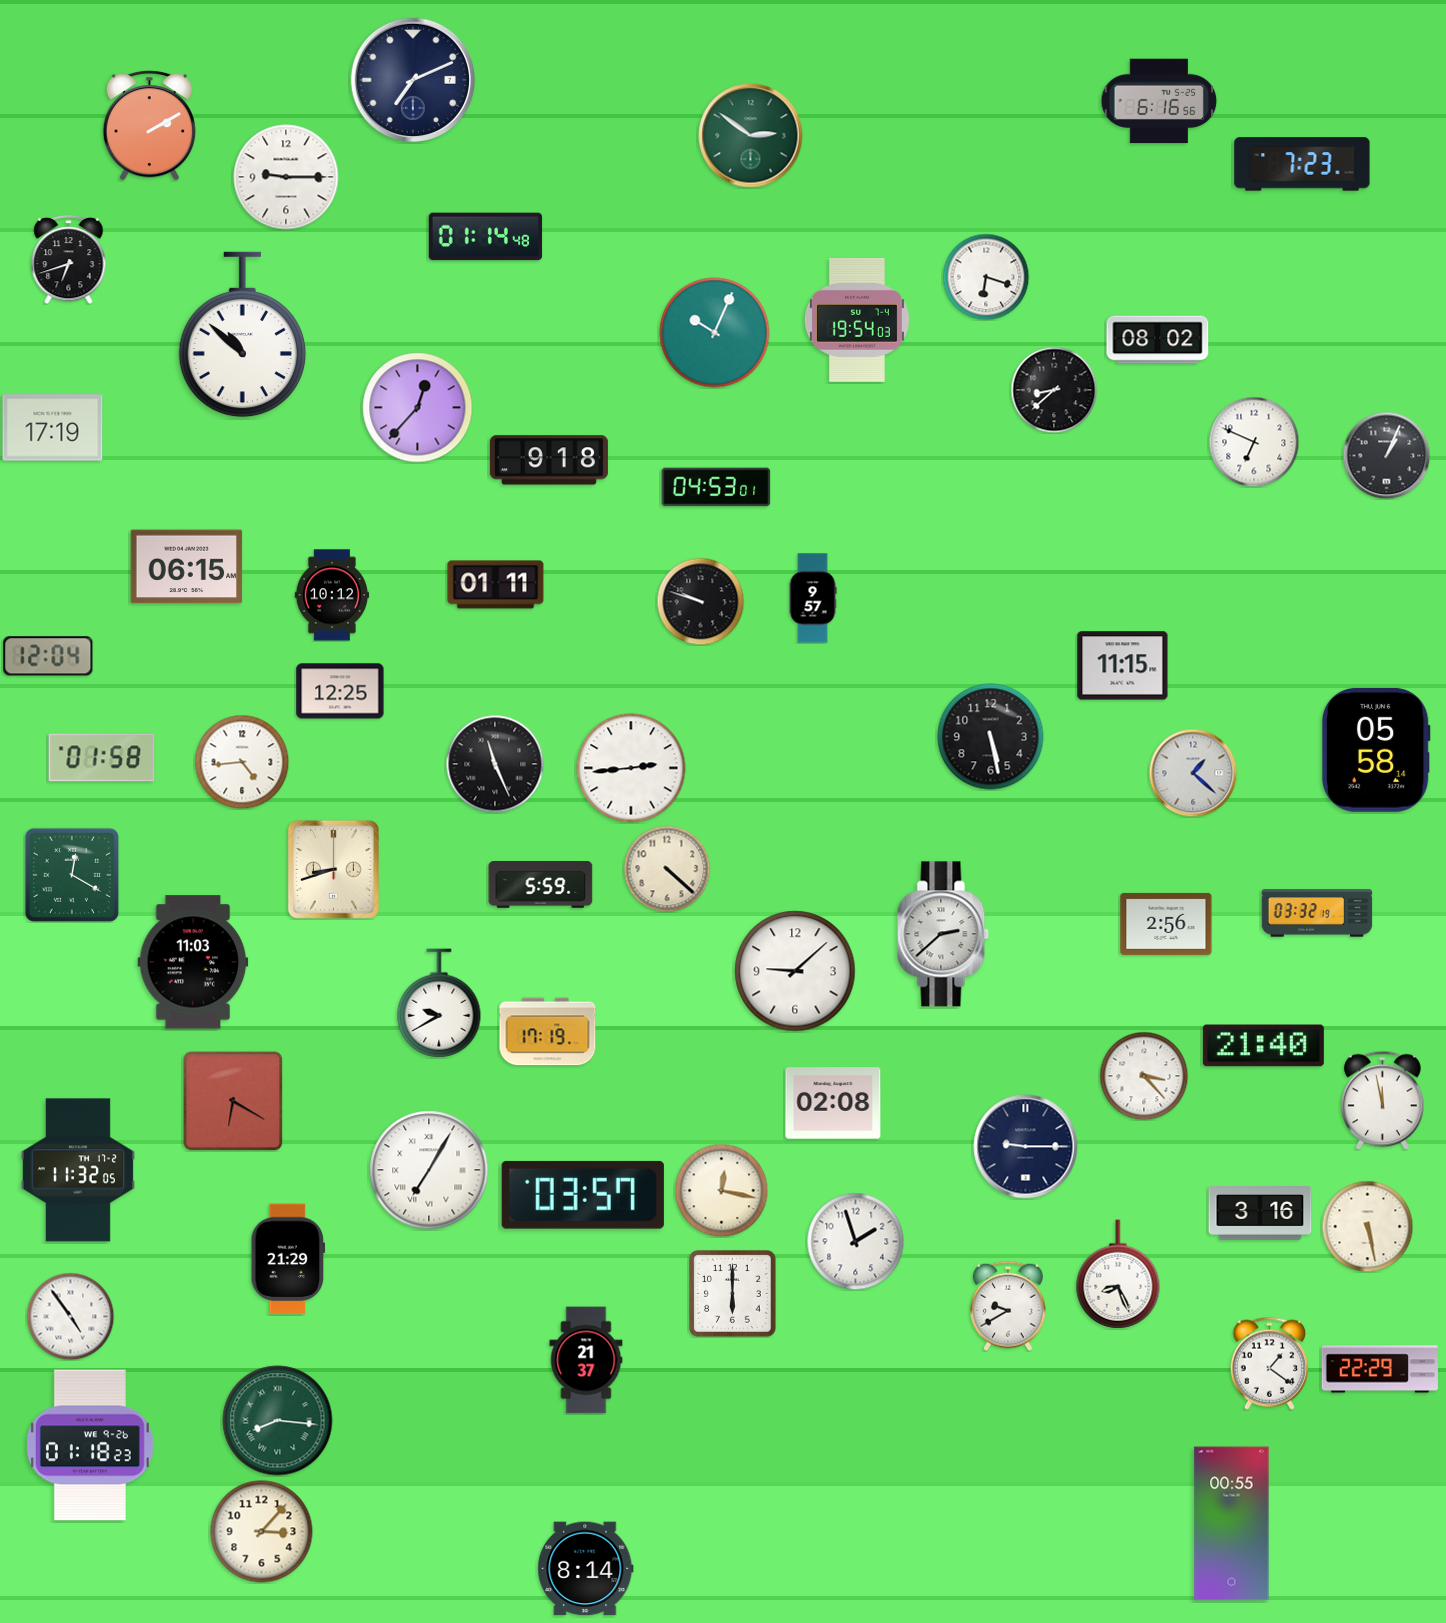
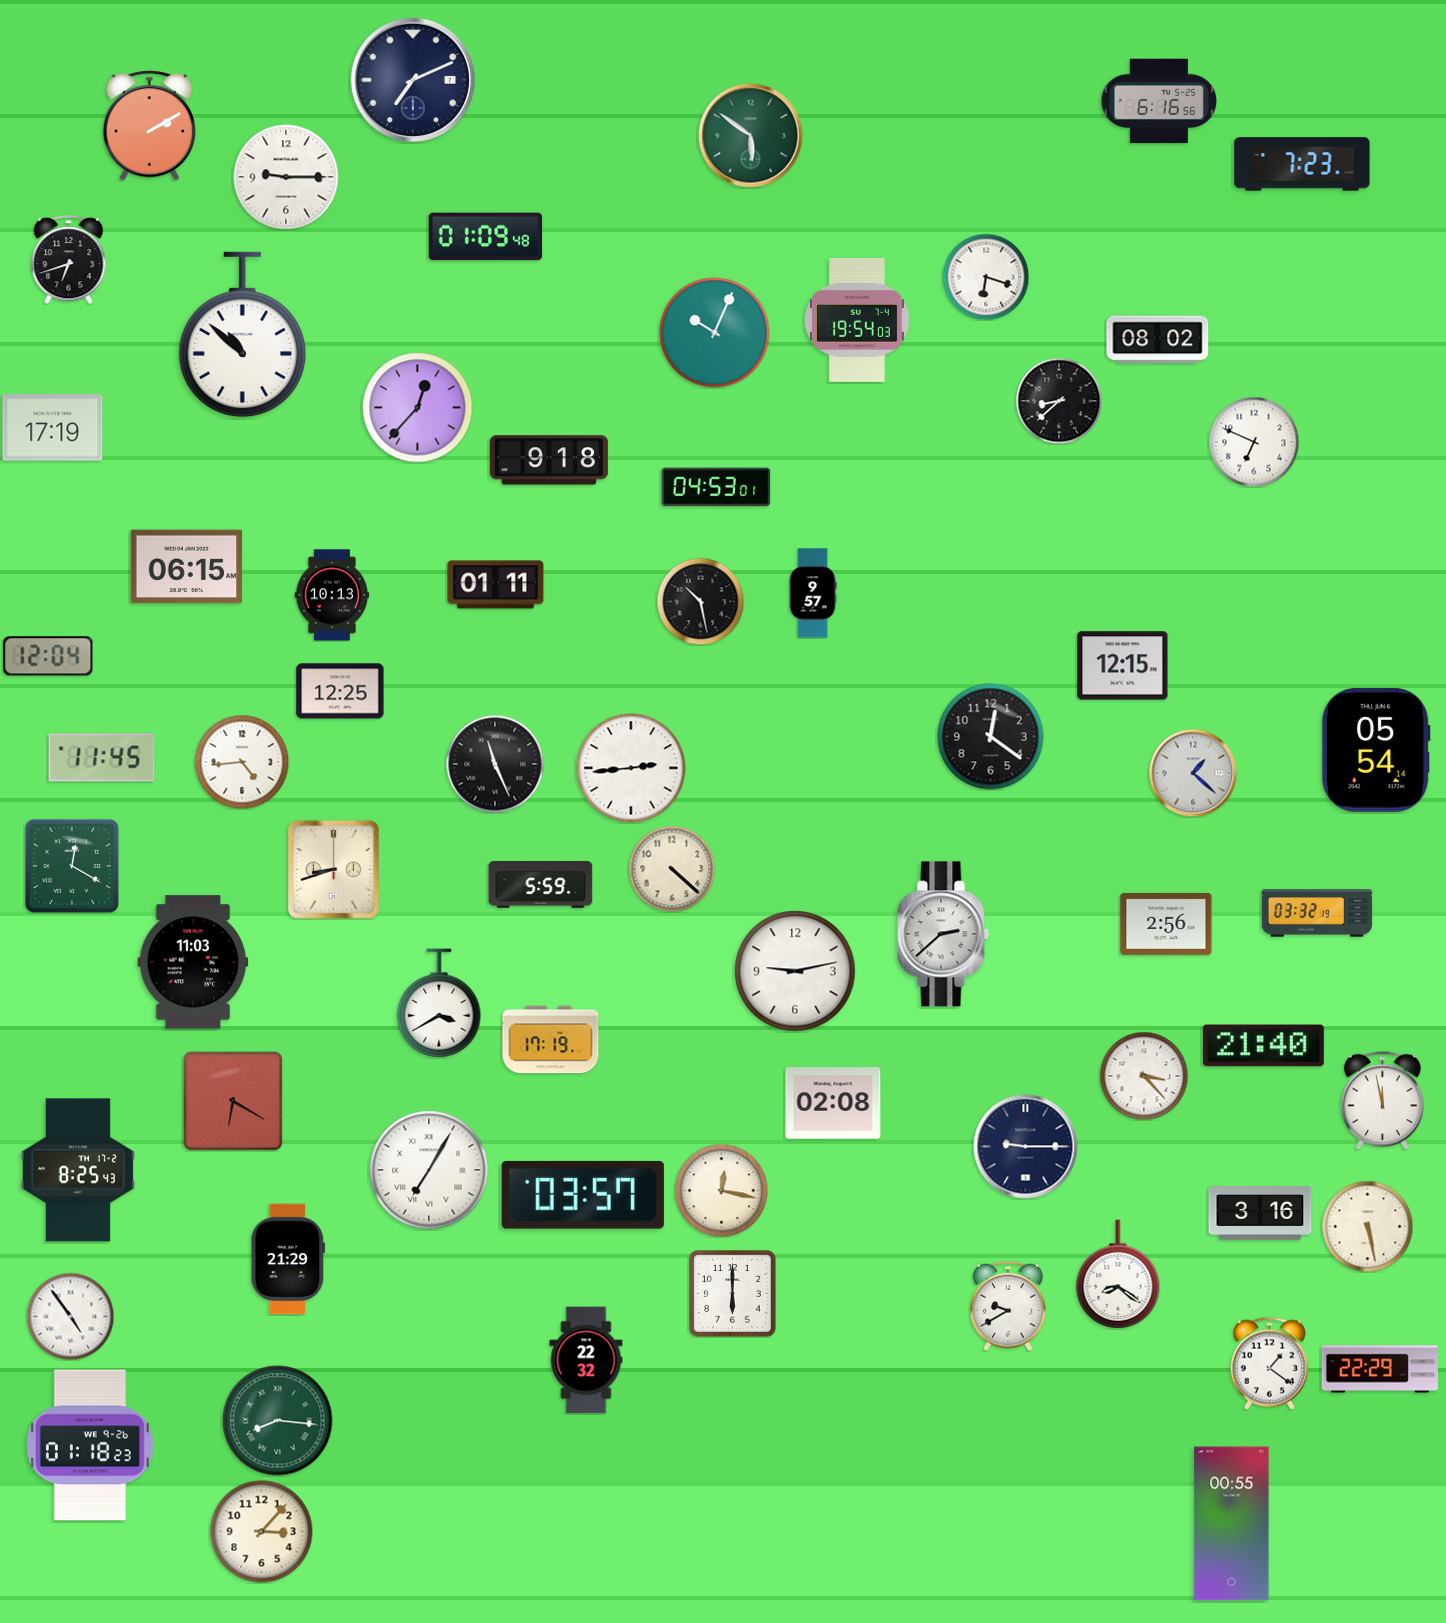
clock at (751, 136): 2:51 -> 5:51
clock at (486, 237): 01:14 -> 01:09
clock at (1054, 390) position: (1054, 390) -> (1059, 401)
clock at (1386, 455): 1:04 -> none
clock at (332, 595): 10:12 -> 10:13
clock at (813, 598) position: (813, 598) -> (813, 593)
clock at (700, 601): 9:48 -> 10:28
clock at (1123, 666): 11:15 -> 12:15
clock at (991, 737): 5:28 -> 12:21
clock at (1376, 750): 05:58 -> 05:54
clock at (102, 758): 01:58 -> 11:45
clock at (667, 869) position: (667, 869) -> (672, 869)
clock at (72, 875) position: (72, 875) -> (72, 866)
clock at (795, 971): 9:08 -> 9:13
clock at (439, 1003): 9:40 -> 3:40
clock at (548, 1032) position: (548, 1032) -> (551, 1040)
clock at (78, 1170): 11:32 -> 8:25
clock at (855, 1241): 1:57 -> none
clock at (1118, 1274): 8:26 -> 8:21
clock at (586, 1360): 21:37 -> 22:32
clock at (586, 1569): 8:14 -> none
